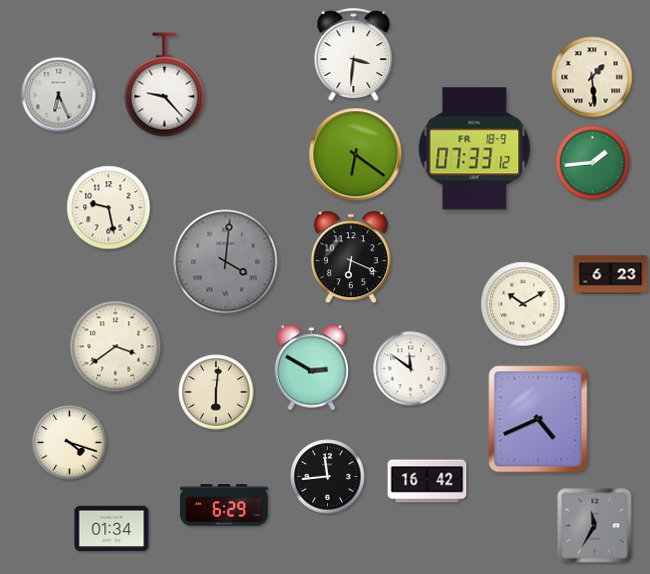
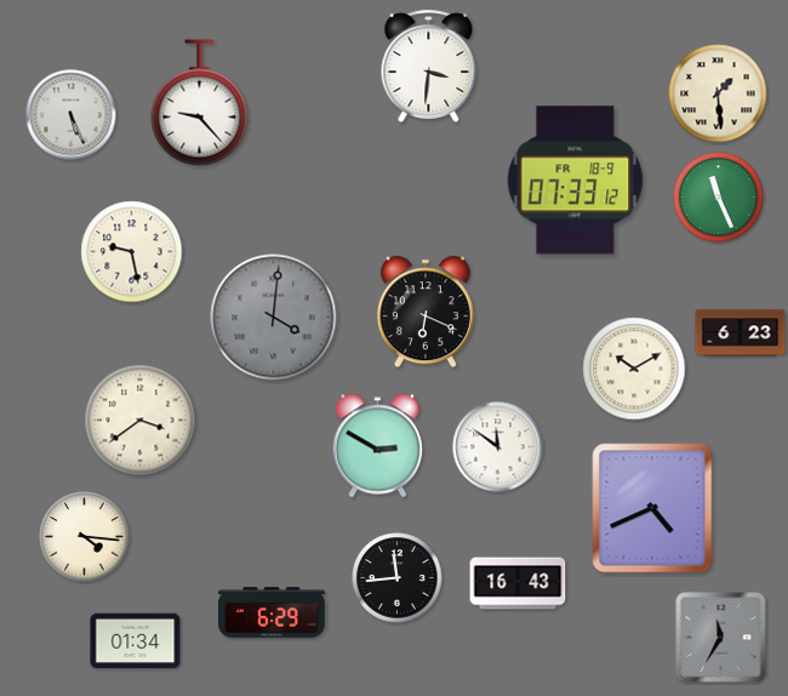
clock at (59, 95): 6:26 -> 5:26
clock at (356, 155): 6:21 -> none
clock at (593, 163): 1:44 -> 11:26
clock at (216, 392): 6:01 -> none
clock at (70, 443): 4:18 -> 4:16
clock at (427, 481): 16:42 -> 16:43
